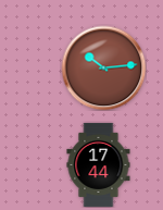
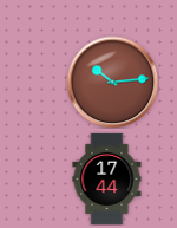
clock at (103, 67) position: (103, 67) -> (112, 82)
